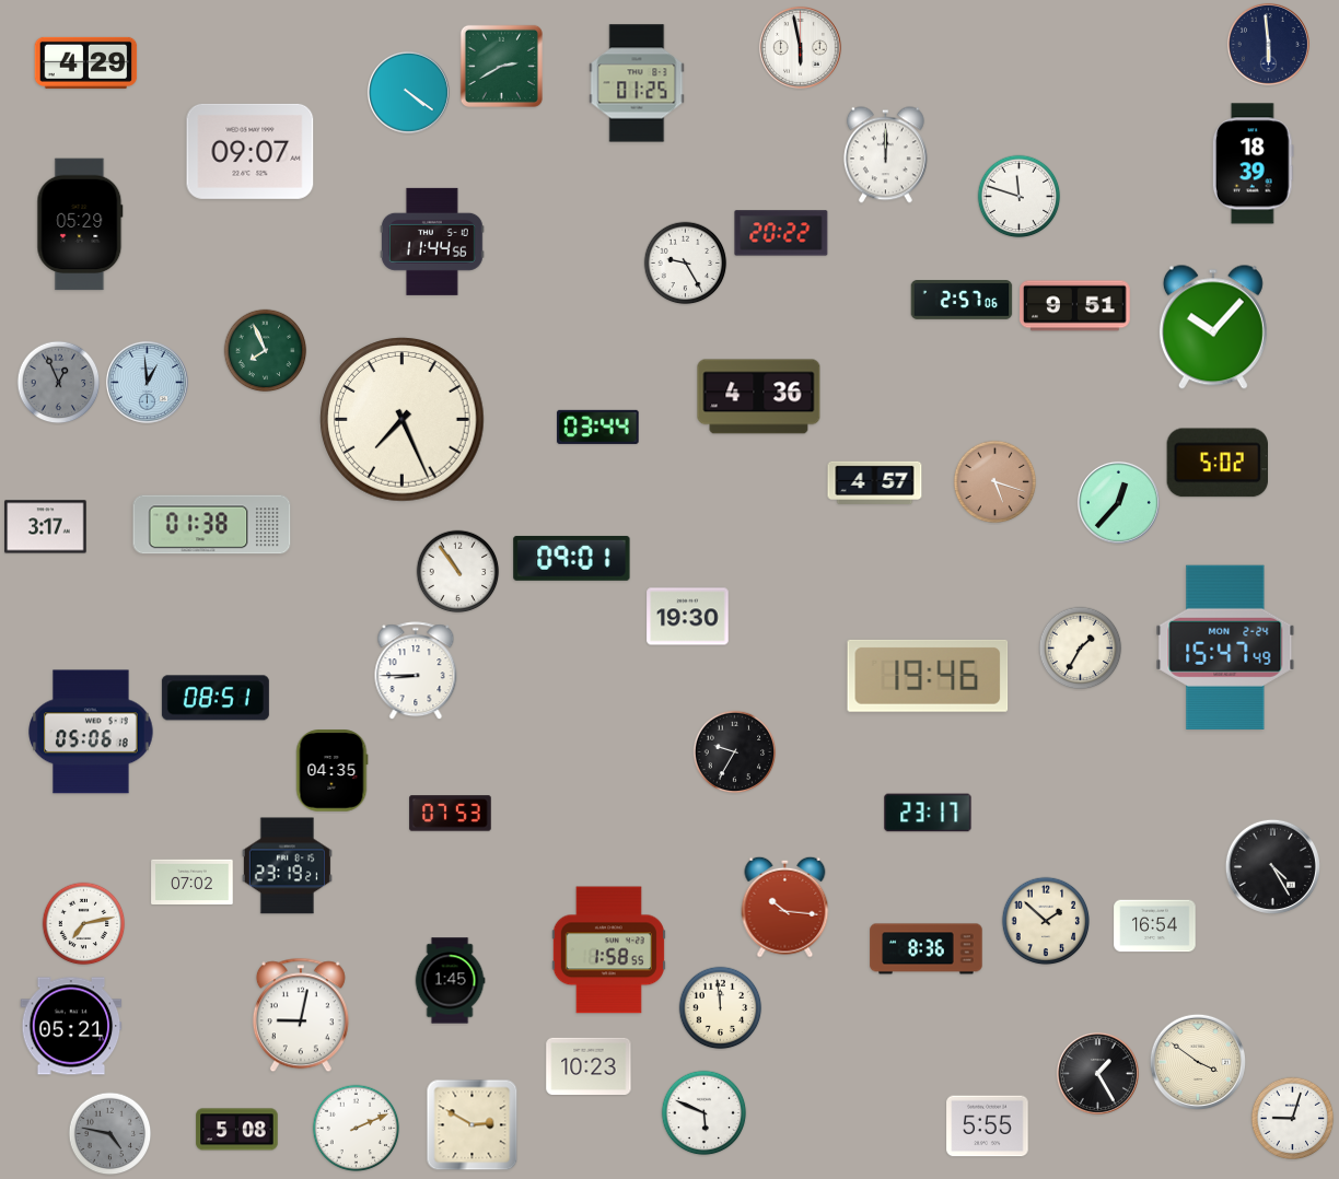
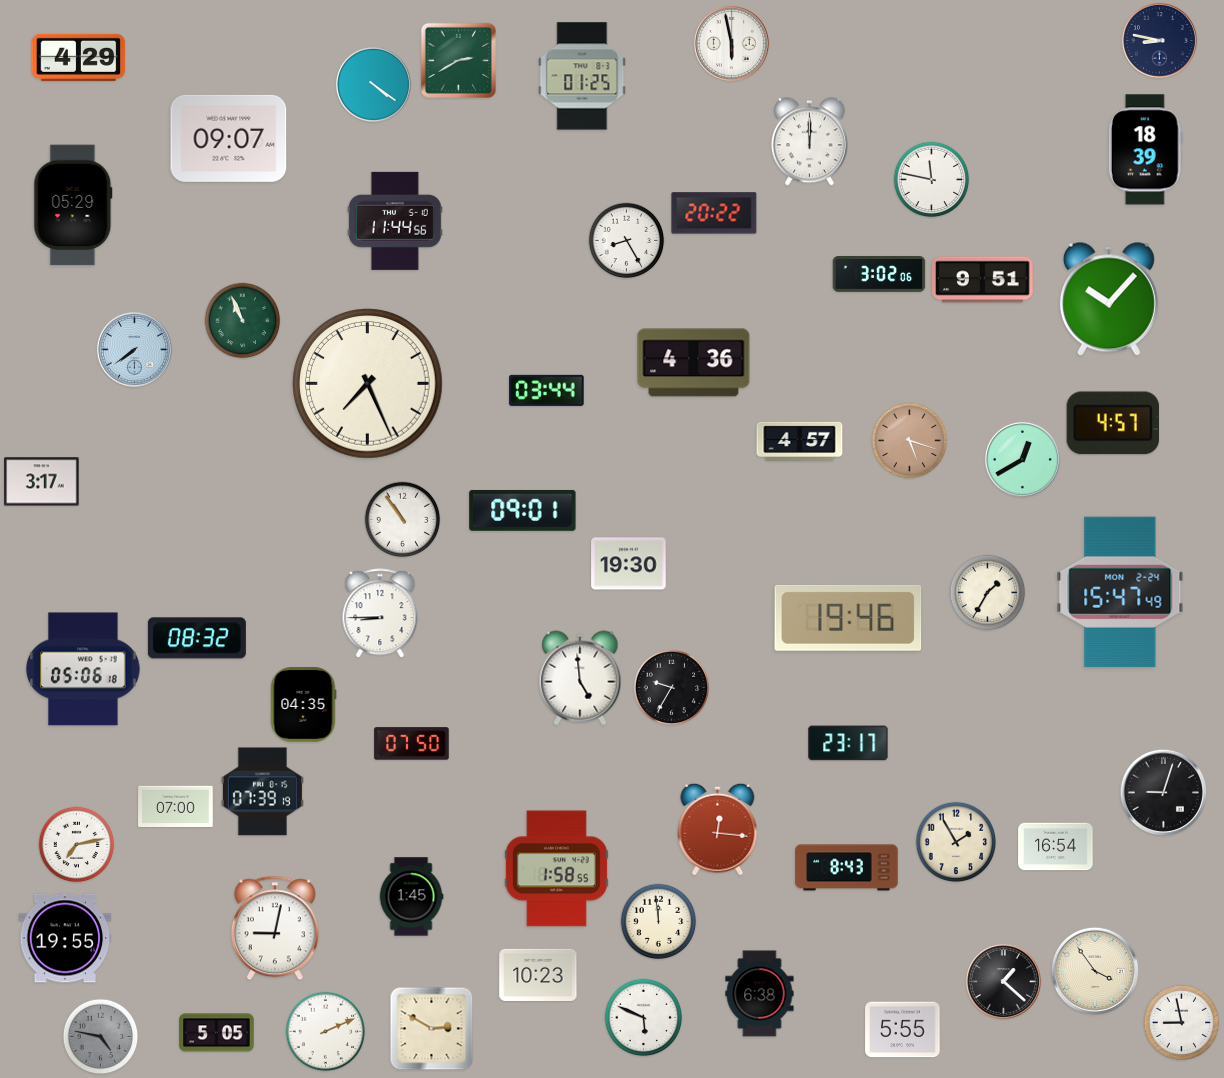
clock at (1268, 44): 5:59 -> 8:47
clock at (1020, 197): 11:48 -> 11:47
clock at (686, 264): 9:25 -> 8:25
clock at (962, 301): 2:57 -> 3:02
clock at (266, 351): 7:56 -> 10:56
clock at (147, 382): 12:59 -> 7:39
clock at (59, 383): 12:56 -> none
clock at (1216, 463): 5:02 -> 4:57
clock at (1118, 502): 12:37 -> 12:40
clock at (212, 525): 01:38 -> none
clock at (458, 572) position: (458, 572) -> (403, 520)
clock at (216, 698): 08:51 -> 08:32
clock at (580, 678): none -> 4:59
clock at (451, 814): 07:53 -> 07:50
clock at (287, 866): 23:19 -> 07:39
clock at (1272, 866): 4:25 -> 9:03
clock at (193, 883): 07:02 -> 07:00
clock at (785, 907): 10:16 -> 12:16
clock at (1046, 921): 1:52 -> 1:55
clock at (927, 949): 8:36 -> 8:43
clock at (71, 1026): 05:21 -> 19:55
clock at (1198, 1062): 3:51 -> 3:54
clock at (1097, 1073): 1:25 -> 1:22
clock at (760, 994): none -> 6:38
clock at (1293, 1119): 9:03 -> 8:58
clock at (237, 1130): 5:08 -> 5:05
